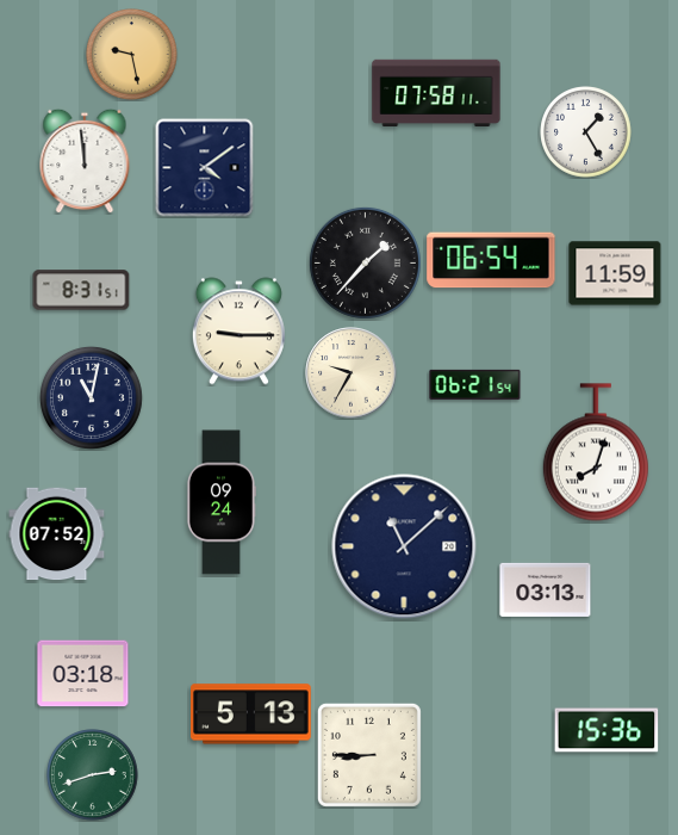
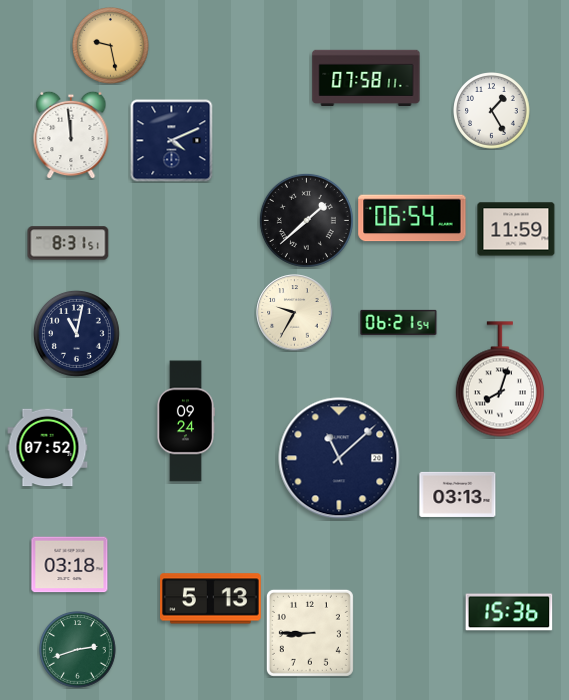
clock at (205, 168): 4:09 -> 4:11
clock at (365, 262): 1:37 -> 1:38
clock at (238, 332): 9:15 -> none
